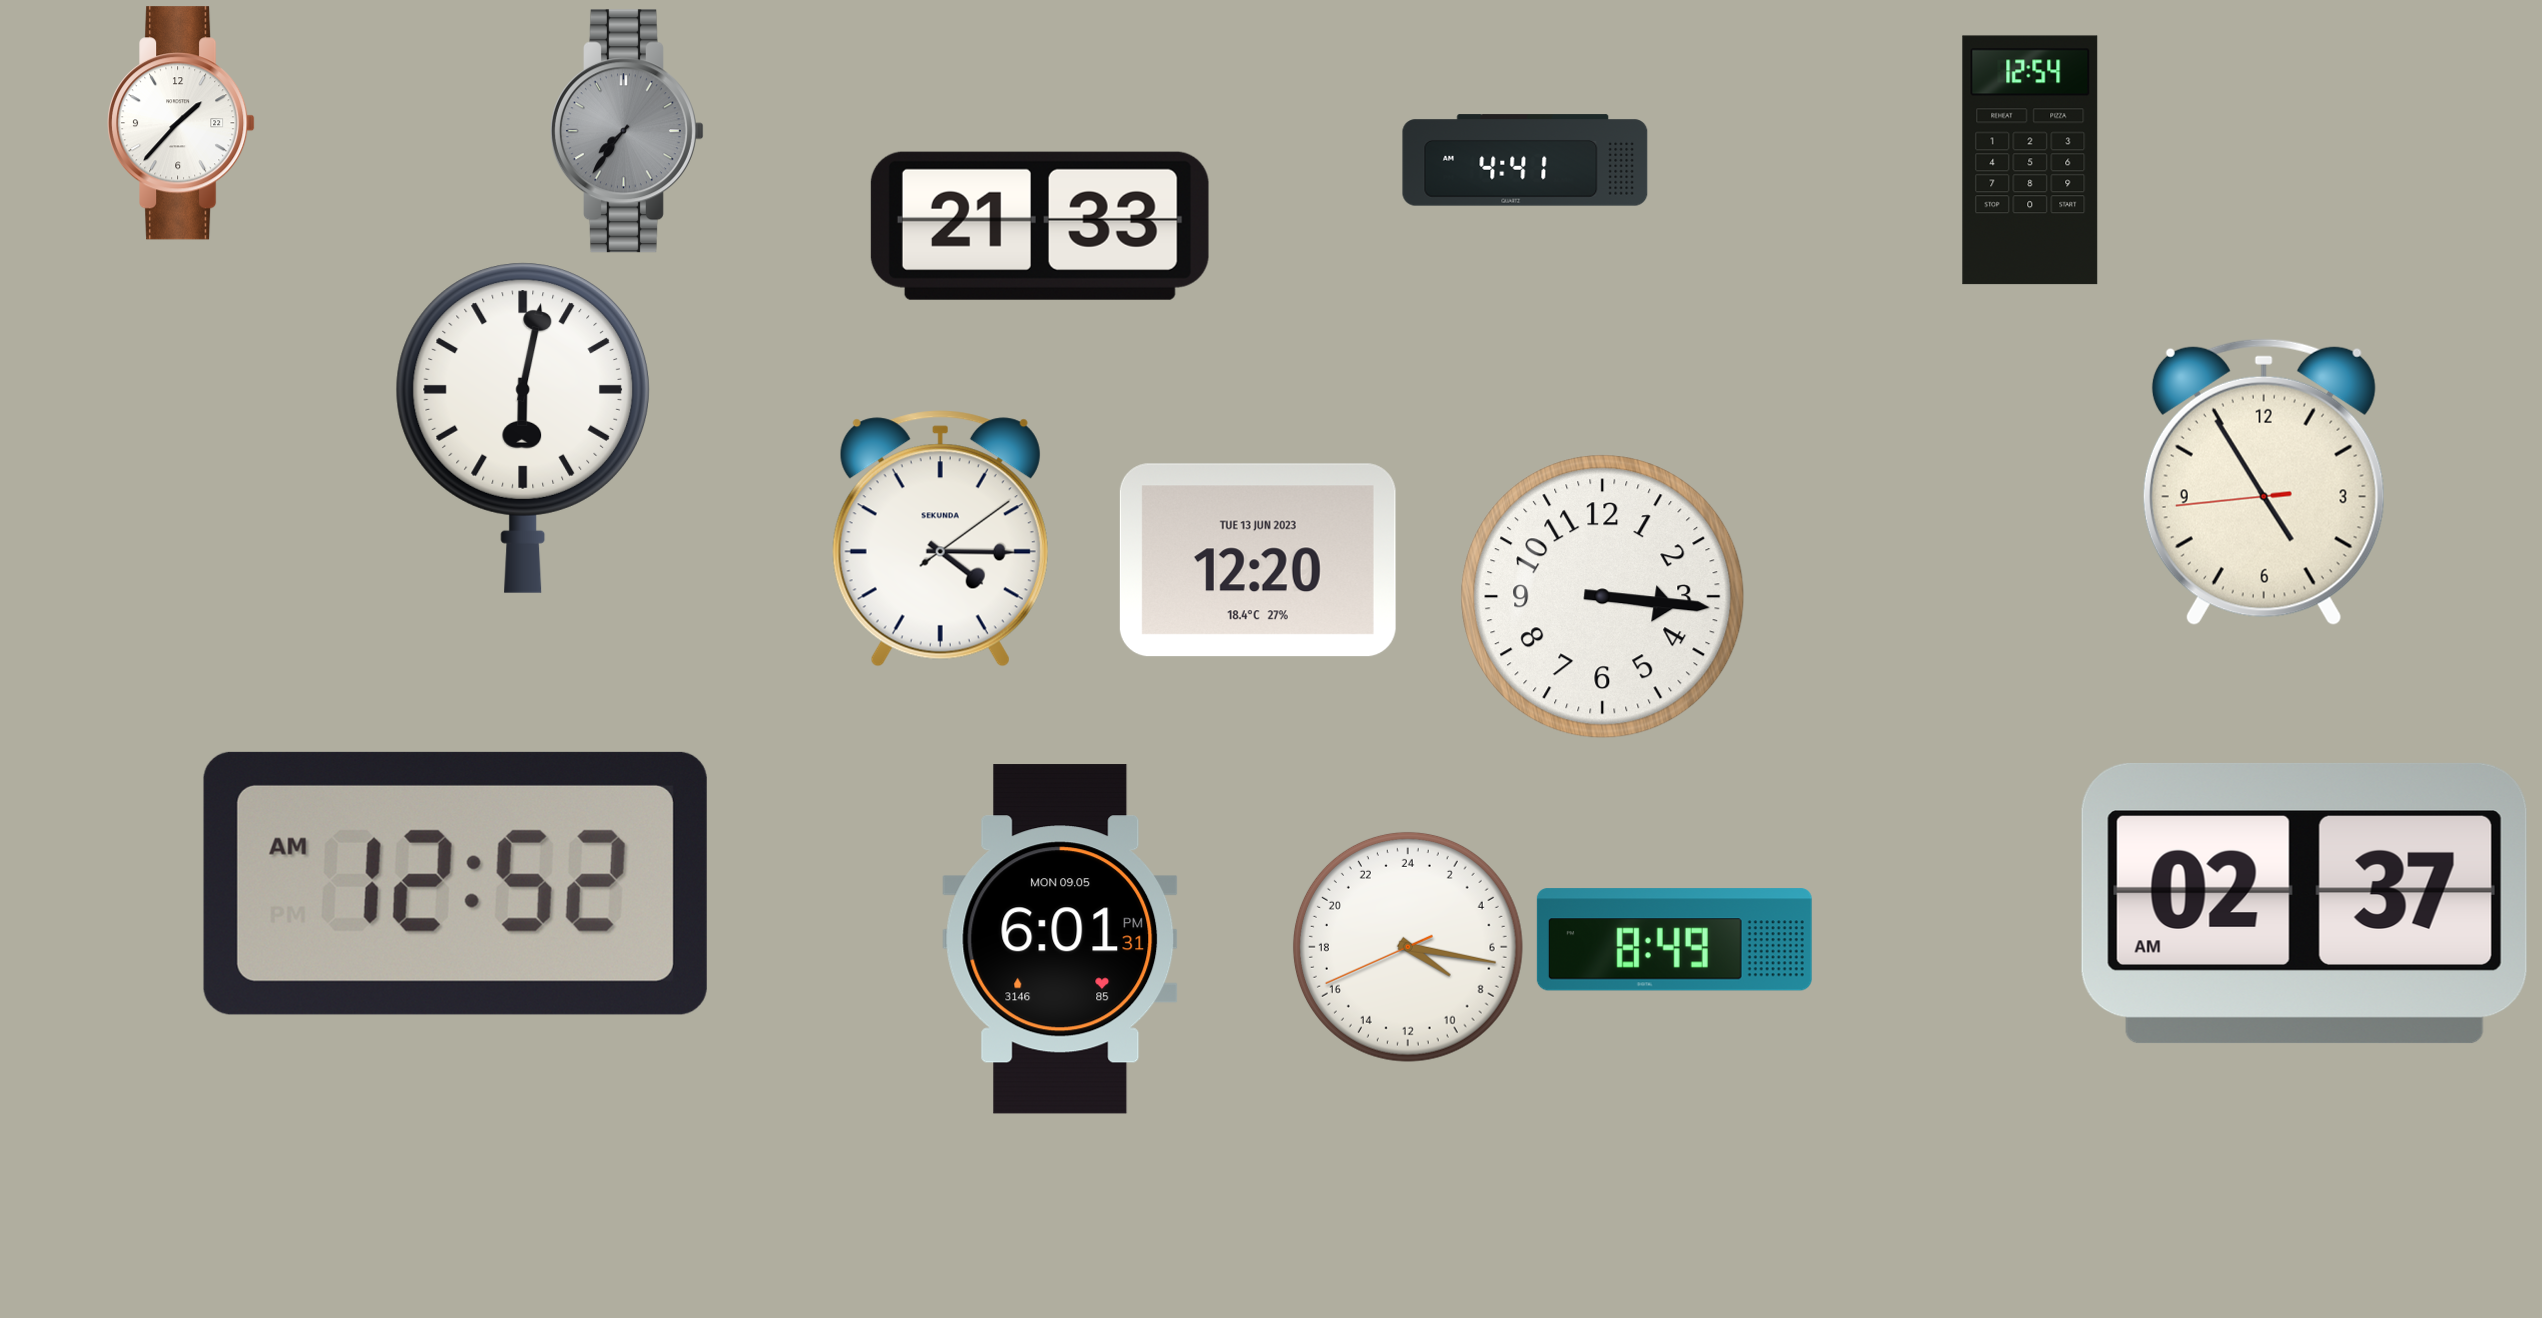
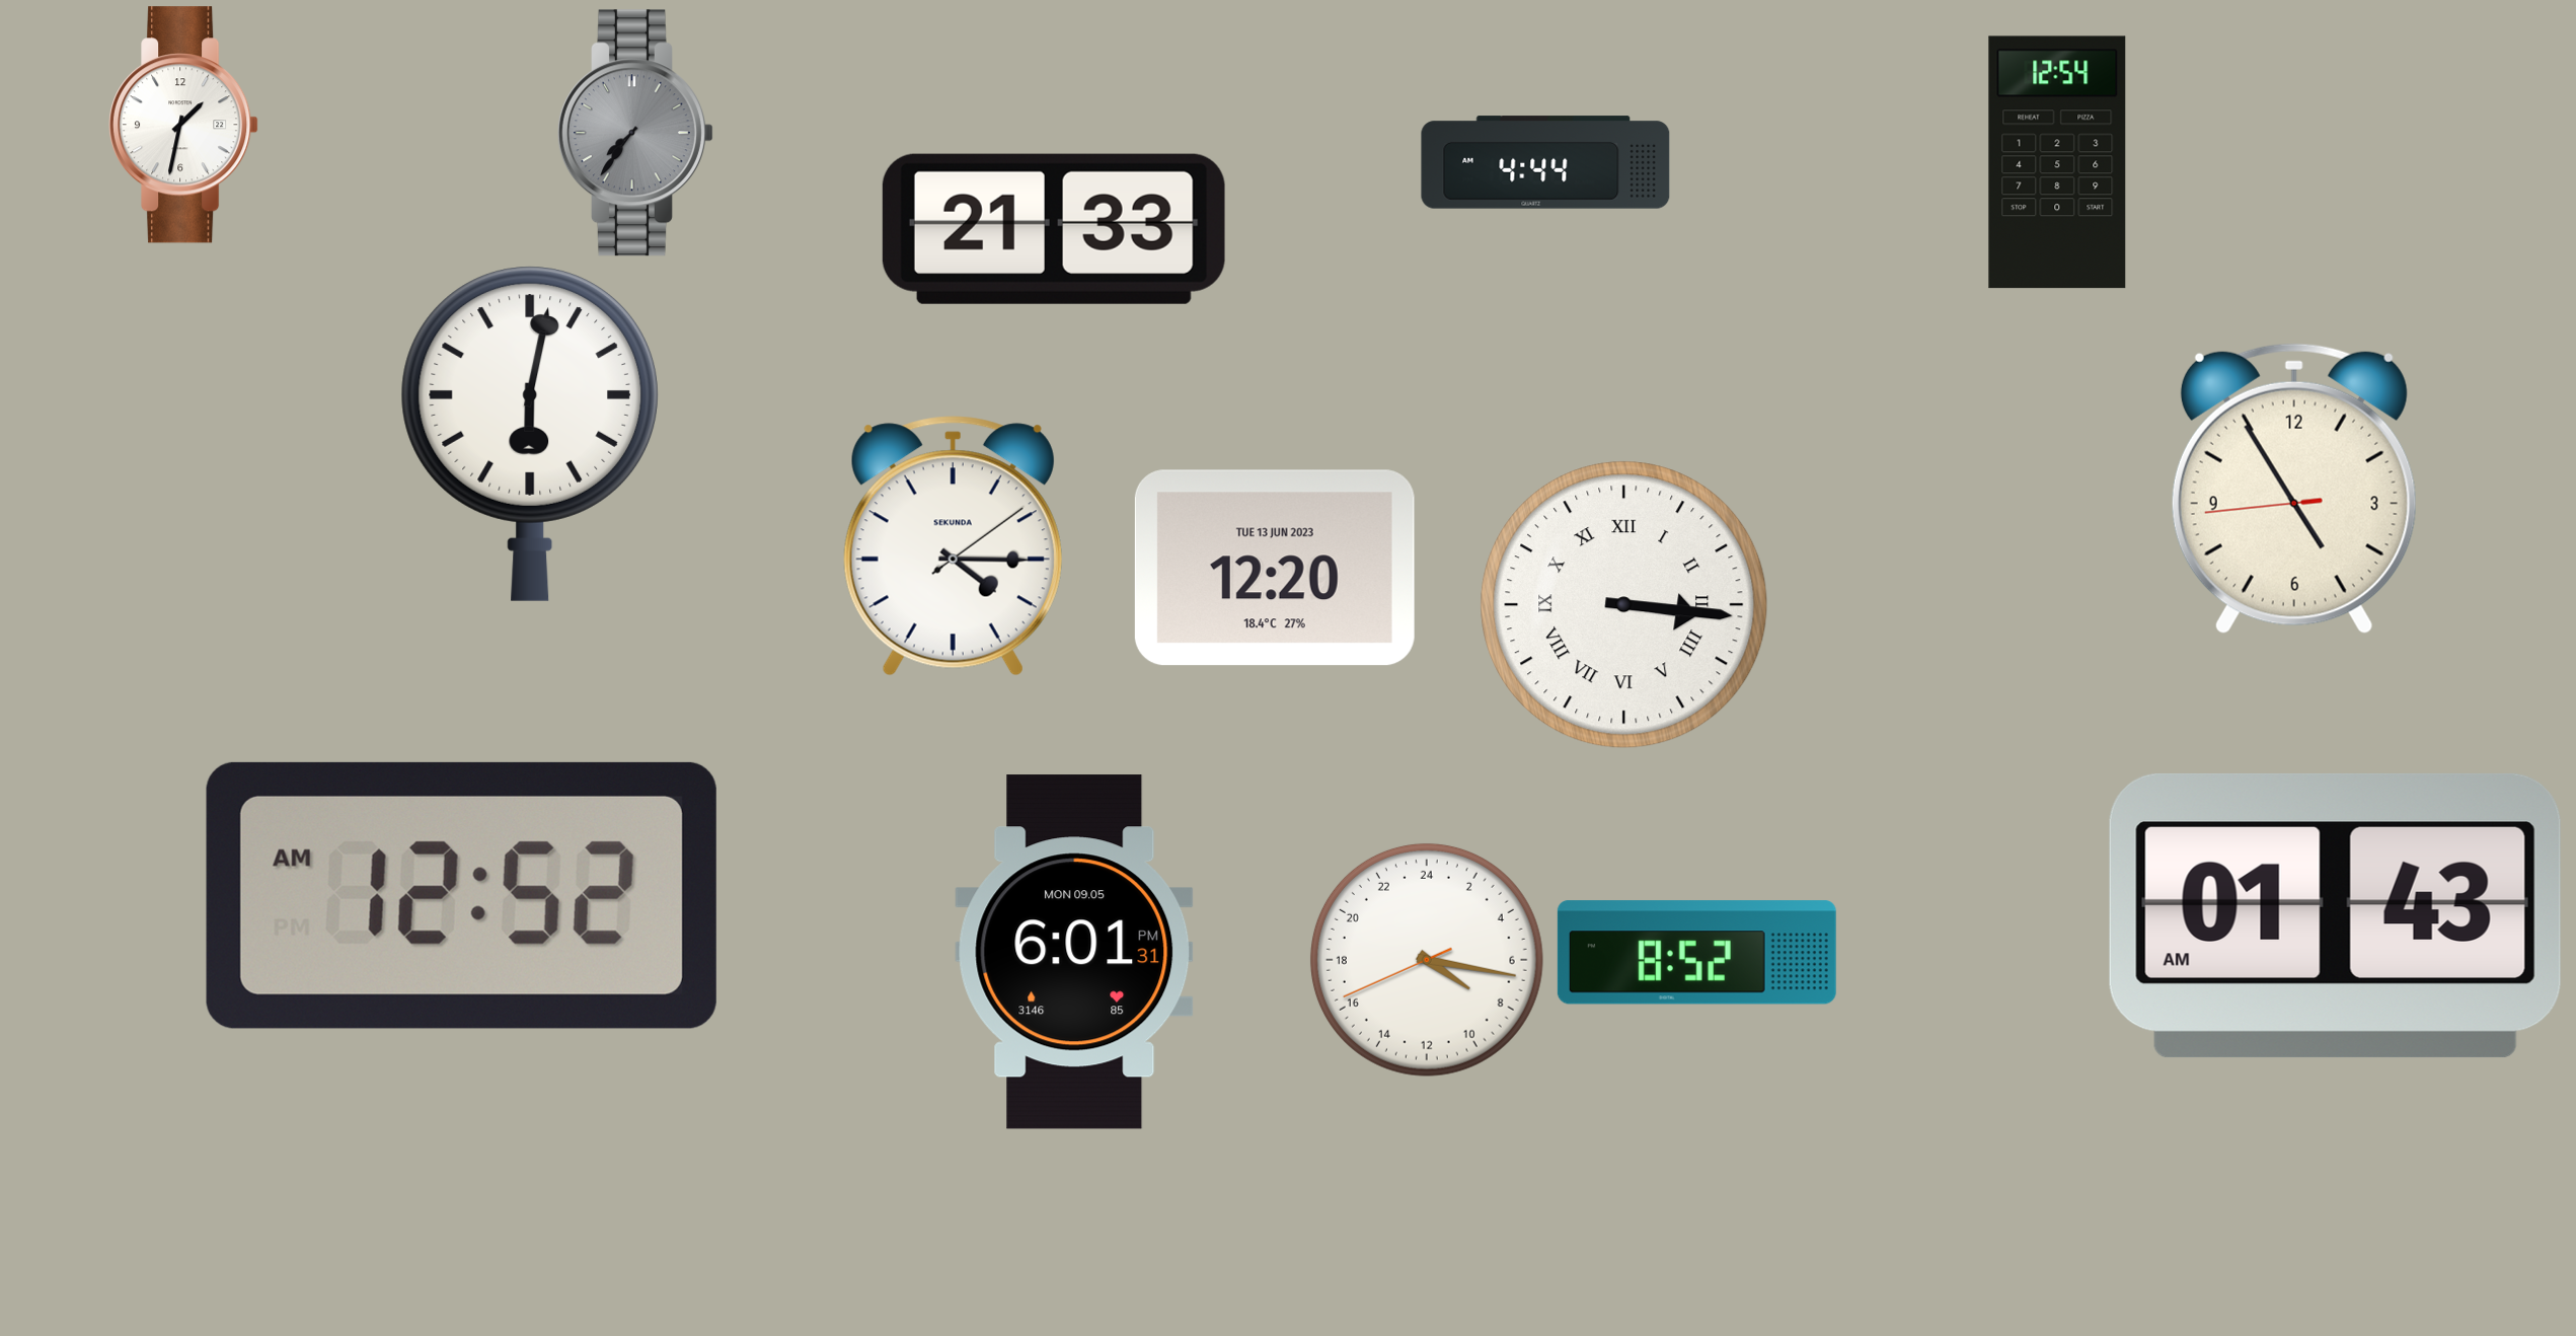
clock at (181, 123): 1:37 -> 1:32
clock at (1525, 160): 4:41 -> 4:44
clock at (1603, 597) numerals: Arabic -> Roman
clock at (2304, 903): 02:37 -> 01:43
clock at (1674, 940): 8:49 -> 8:52
